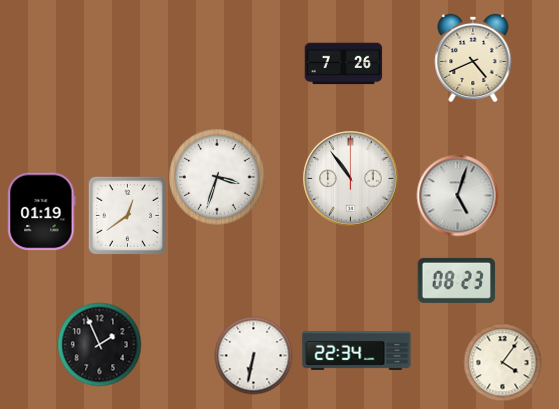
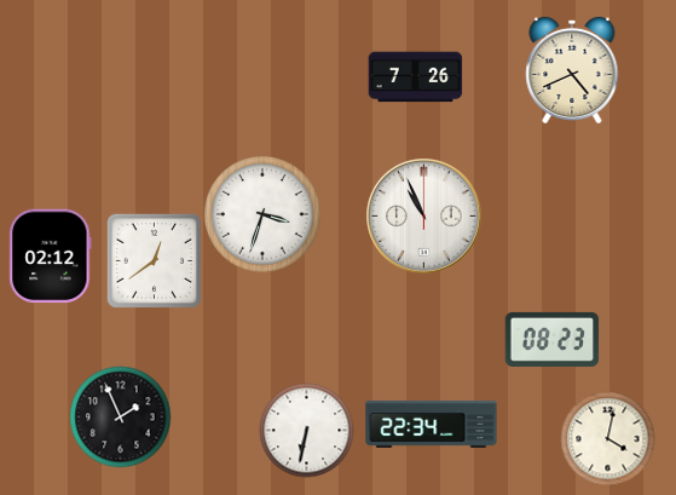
clock at (351, 179): 10:54 -> 10:56
clock at (457, 195): 5:03 -> none
clock at (42, 211): 01:19 -> 02:12
clock at (502, 362): 4:06 -> 4:02
